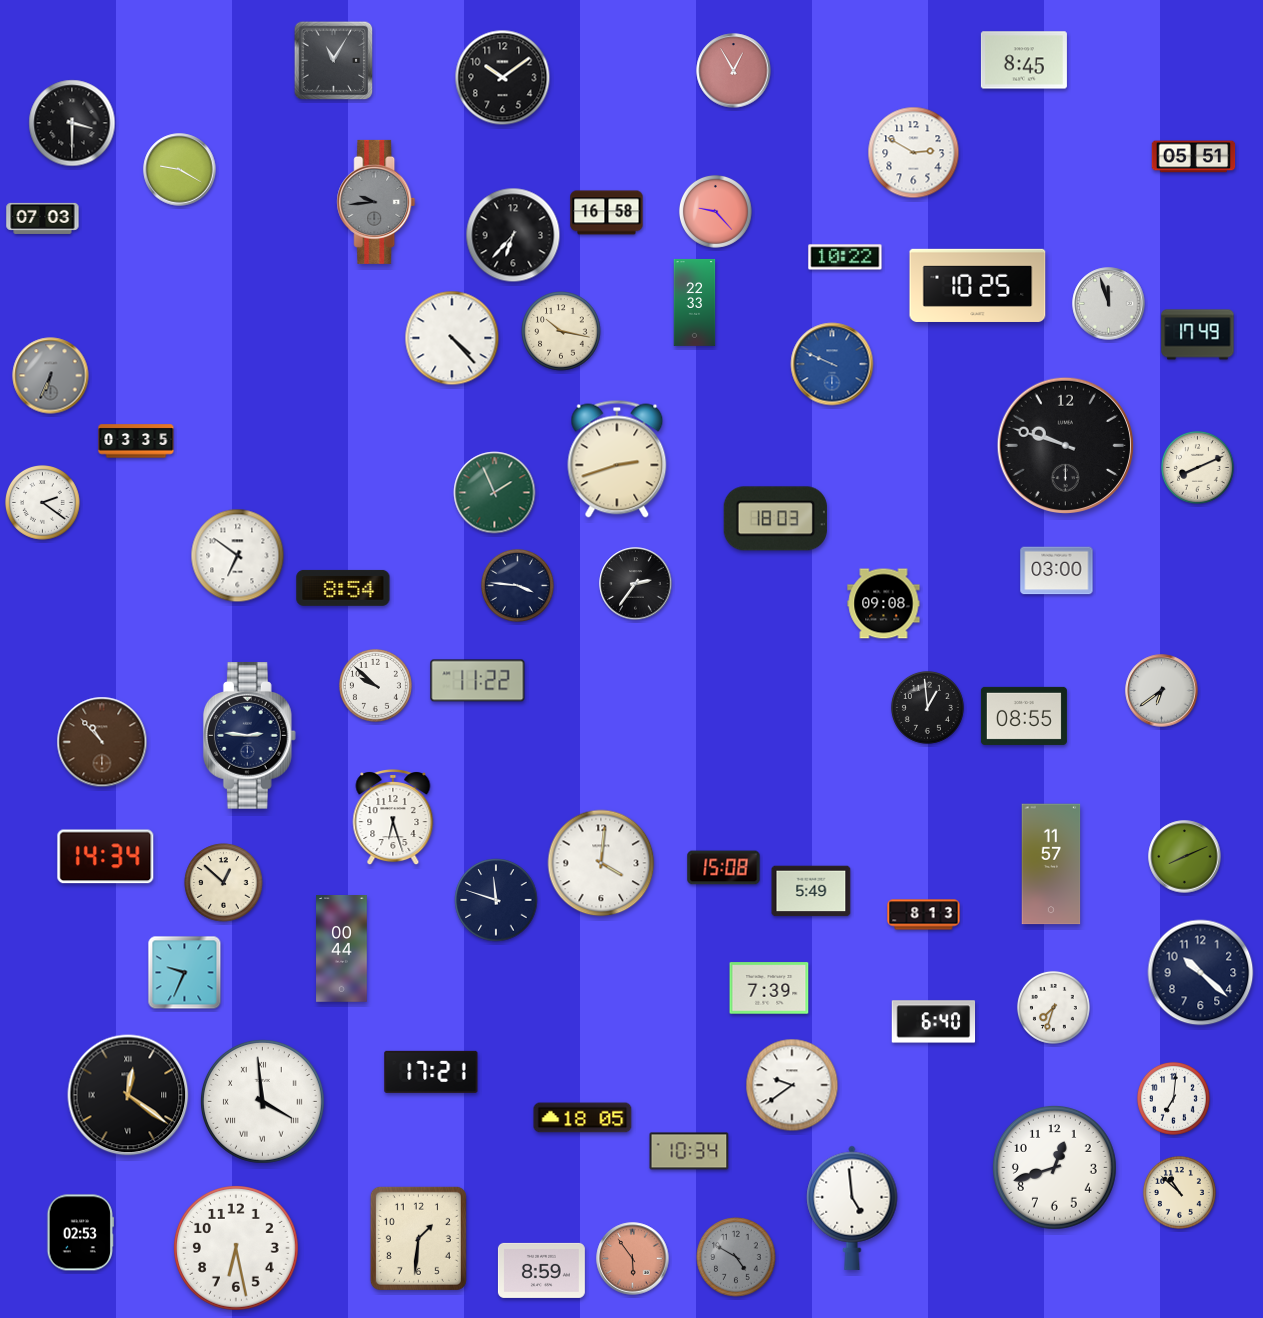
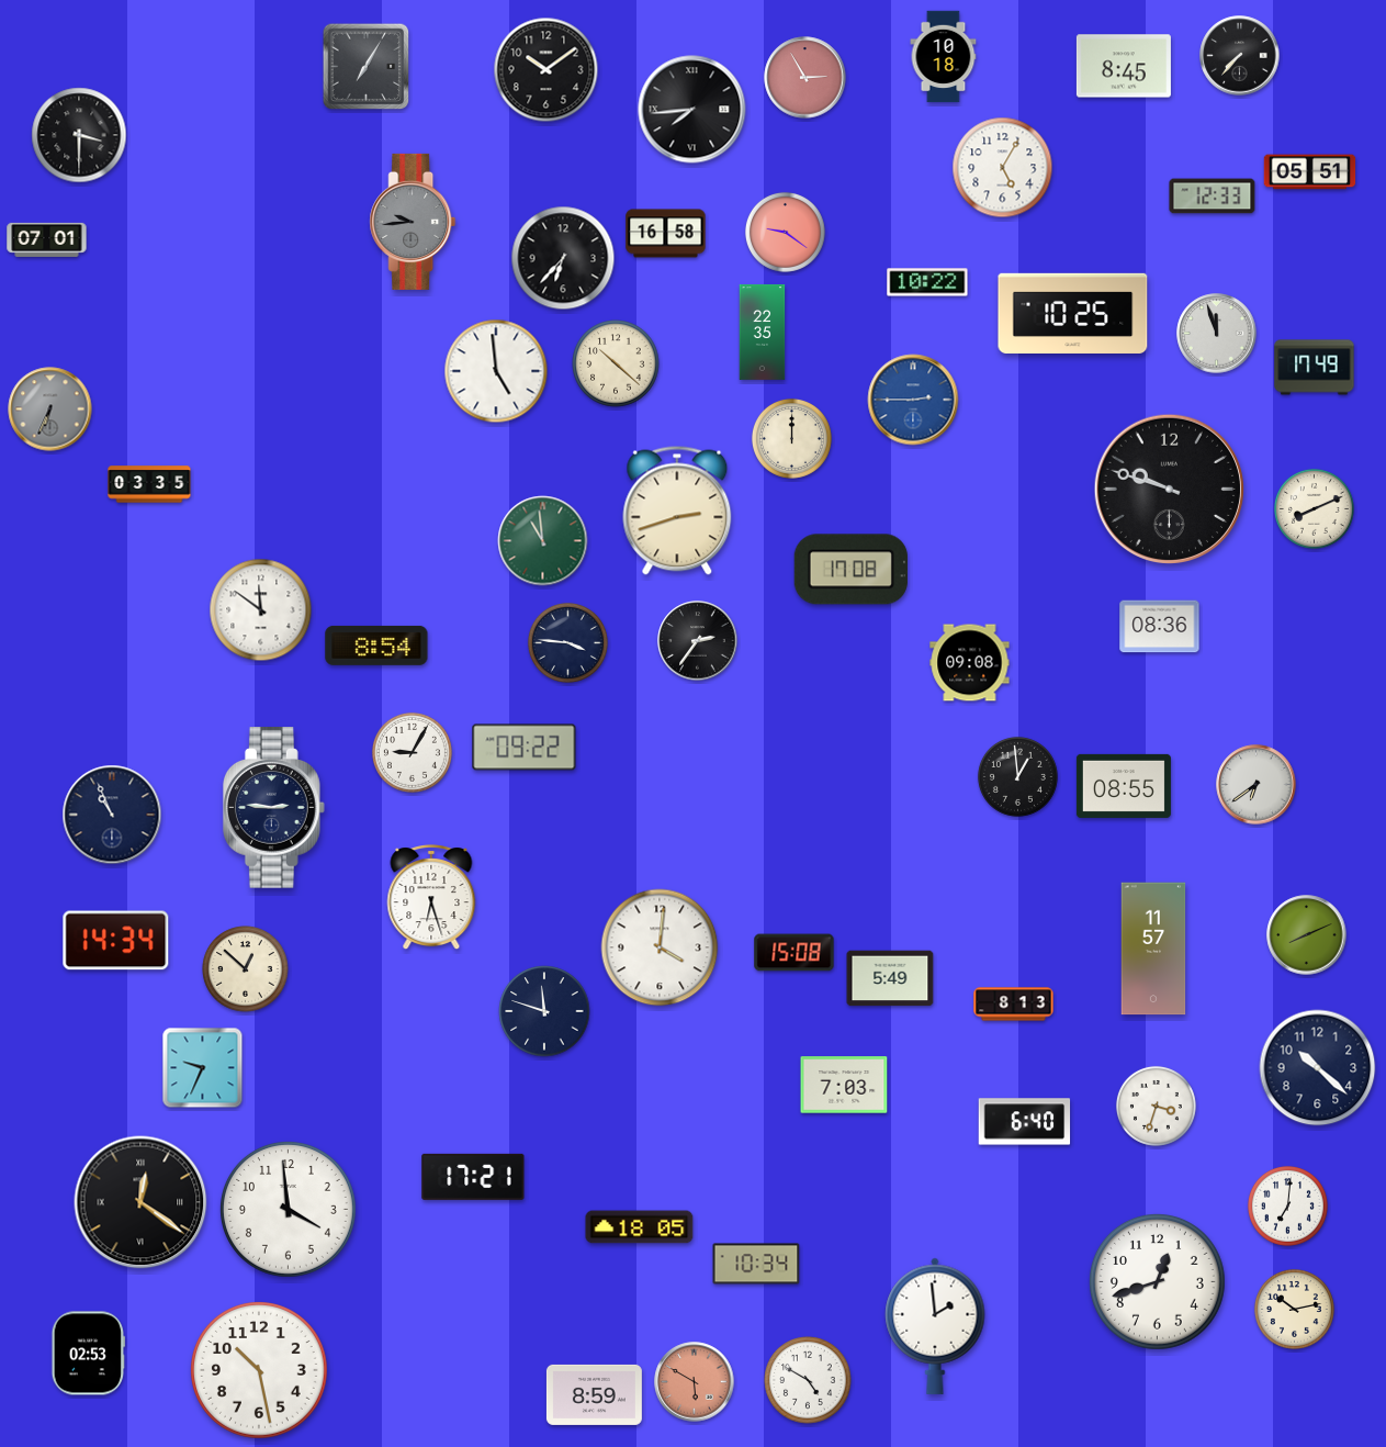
clock at (1240, 56): none -> 7:37
clock at (944, 57): none -> 10:18
clock at (334, 61): 11:05 -> 7:05
clock at (734, 71): 12:55 -> 2:55
clock at (503, 78) position: (503, 78) -> (546, 70)
clock at (692, 110): none -> 7:44
clock at (914, 153): 2:50 -> 5:05
clock at (180, 170): 9:20 -> none
clock at (1213, 197): none -> 12:33
clock at (715, 211): 9:23 -> 9:21
clock at (43, 218): 07:03 -> 07:01
clock at (695, 302): 22:33 -> 22:35
clock at (561, 331): 10:17 -> 10:22
clock at (452, 338): 4:23 -> 4:59
clock at (832, 364): 9:49 -> 2:45
clock at (51, 376) position: (51, 376) -> (50, 410)
clock at (791, 438): none -> 12:00
clock at (617, 459) position: (617, 459) -> (677, 511)
clock at (1197, 467) position: (1197, 467) -> (1314, 508)
clock at (495, 493): 1:56 -> 10:59
clock at (43, 503): 2:21 -> none
clock at (775, 519): 18:03 -> 17:08
clock at (238, 556): 6:51 -> 11:51
clock at (1057, 571): 03:00 -> 08:36
clock at (478, 681): 11:22 -> 09:22
clock at (375, 685): 9:52 -> 9:05
clock at (1162, 691) position: (1162, 691) -> (1257, 785)
clock at (102, 742): 10:53 -> 10:56
clock at (102, 742) dial: brown -> navy
clock at (1185, 857) position: (1185, 857) -> (1307, 935)
clock at (496, 900) position: (496, 900) -> (544, 1011)
clock at (342, 949): 00:44 -> none
clock at (769, 988): 7:39 -> 7:03
clock at (1053, 1007): 7:33 -> 3:33
clock at (792, 1085): 9:39 -> none
clock at (262, 1101) numerals: Roman -> Arabic
clock at (1179, 1192): 10:52 -> 10:13
clock at (852, 1208): 4:59 -> 1:59
clock at (418, 1238): 1:31 -> none
clock at (237, 1249): 6:28 -> 10:28
clock at (736, 1257) dial: grey -> white
clock at (633, 1259): 5:54 -> 5:50
